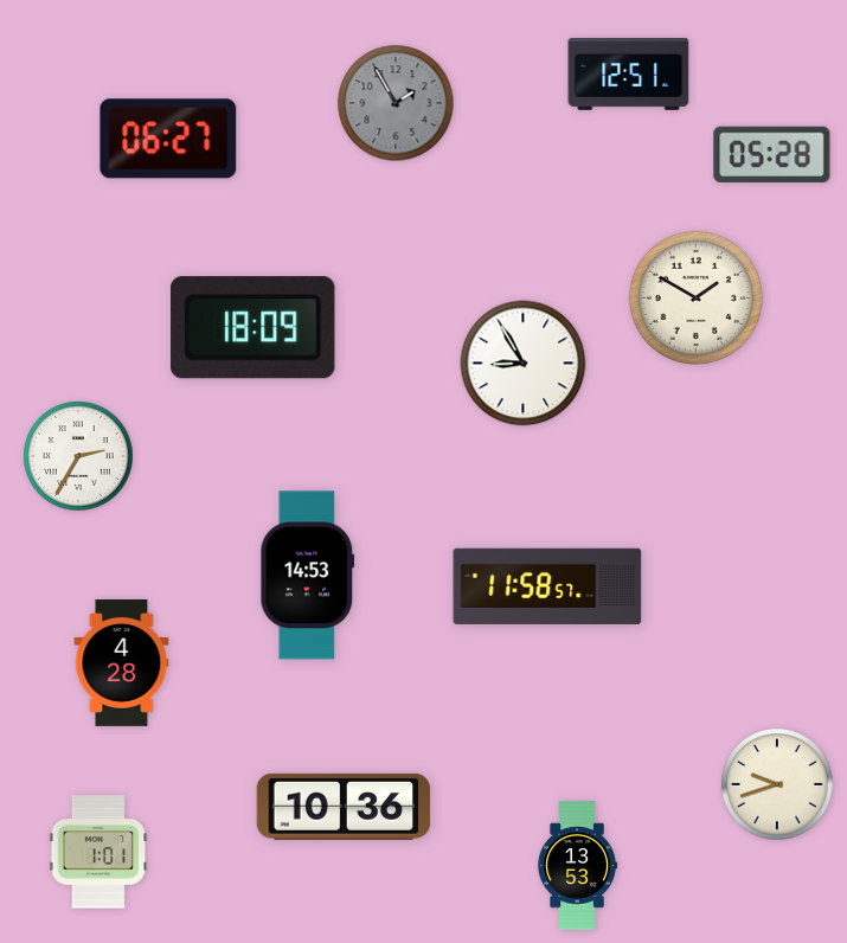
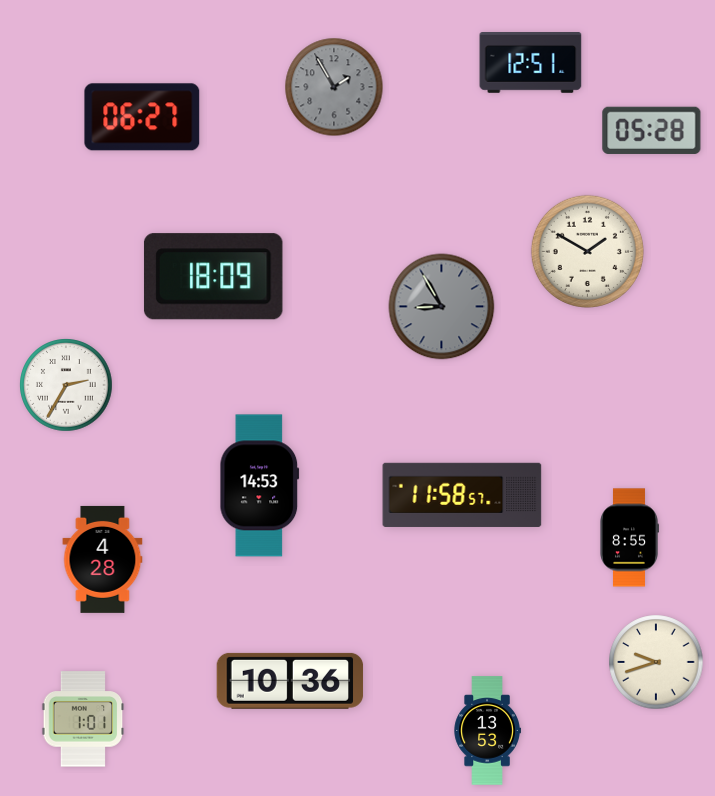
clock at (524, 364) dial: white -> grey
clock at (629, 538): none -> 8:55
